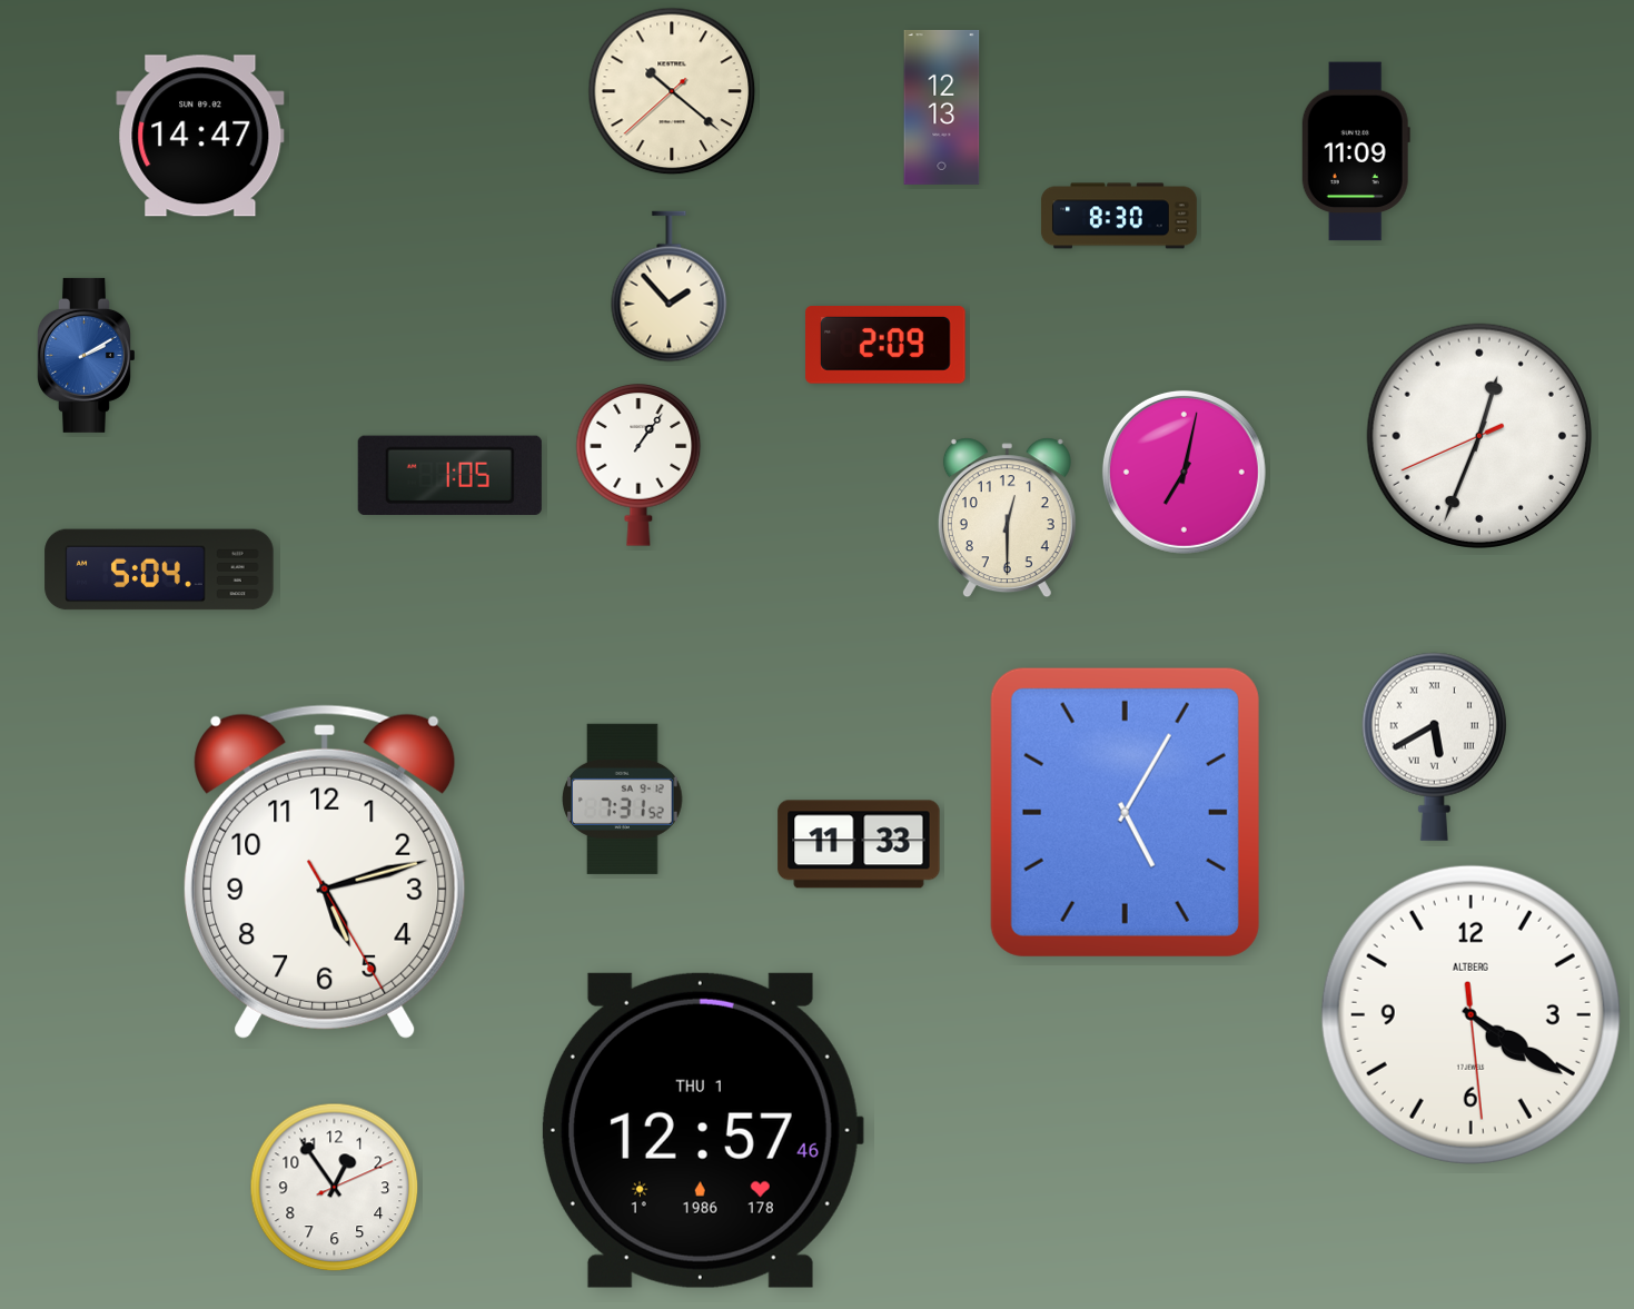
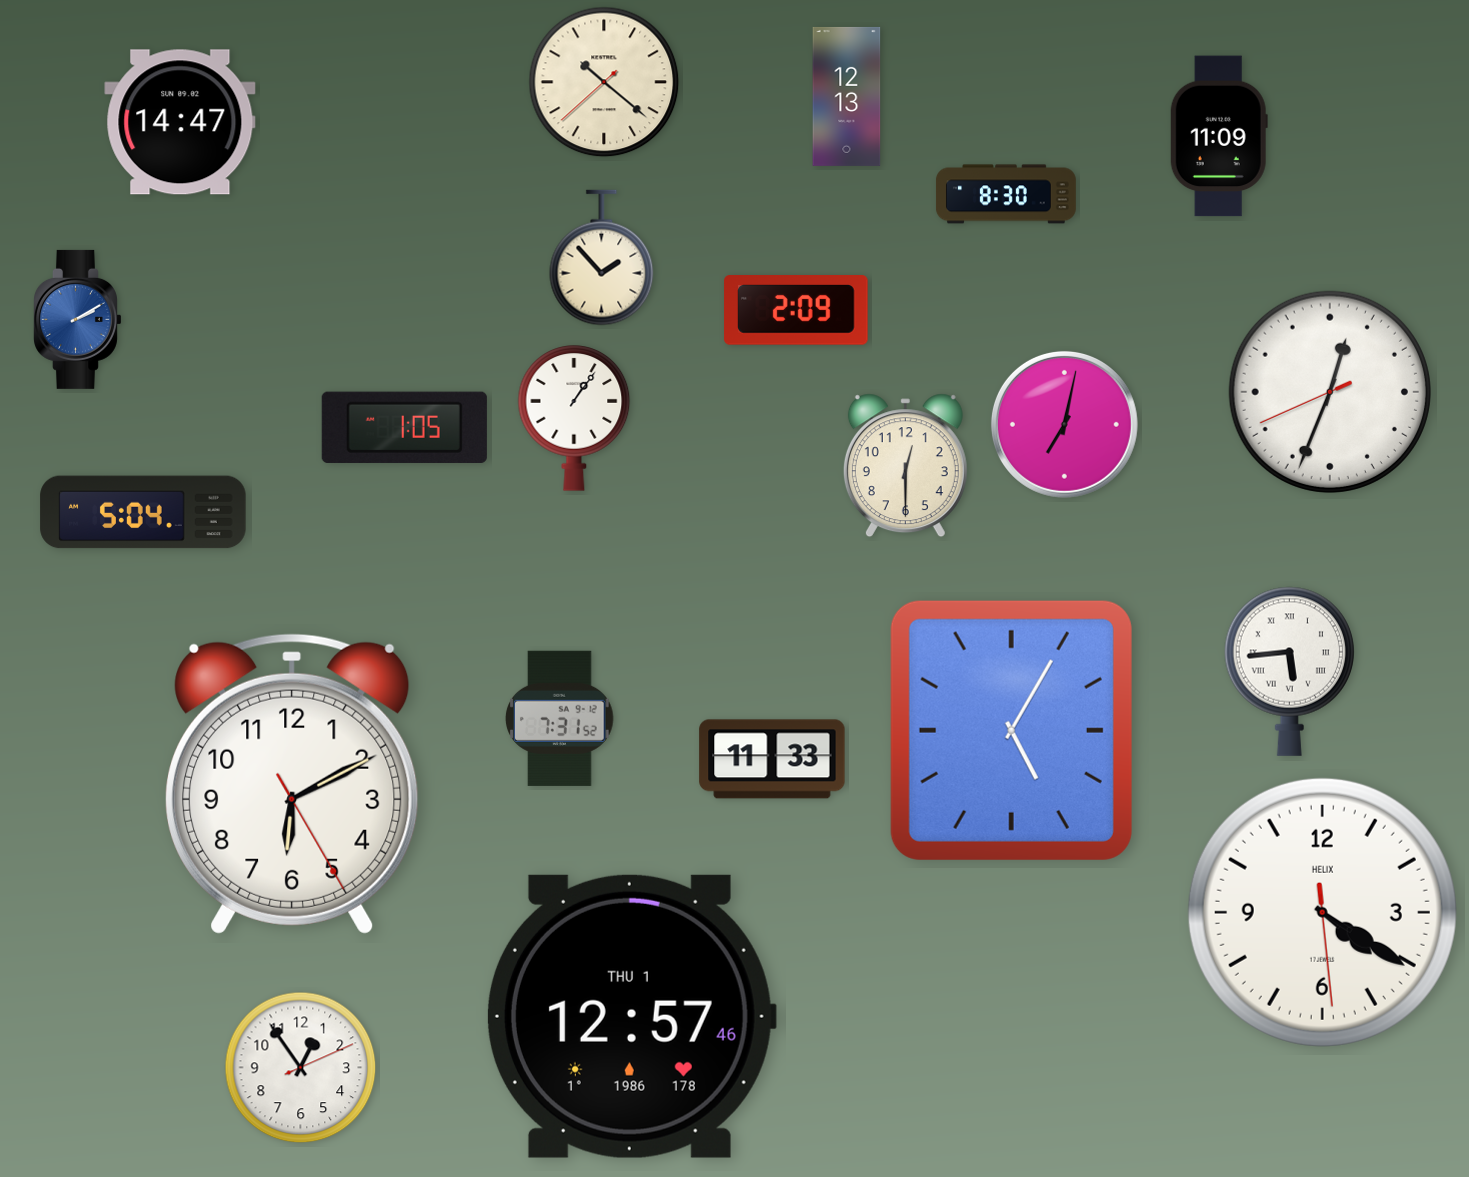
clock at (1434, 746): 5:40 -> 5:44
clock at (325, 872): 5:12 -> 6:10
clock at (1470, 1014) brand: ALTBERG -> HELIX
